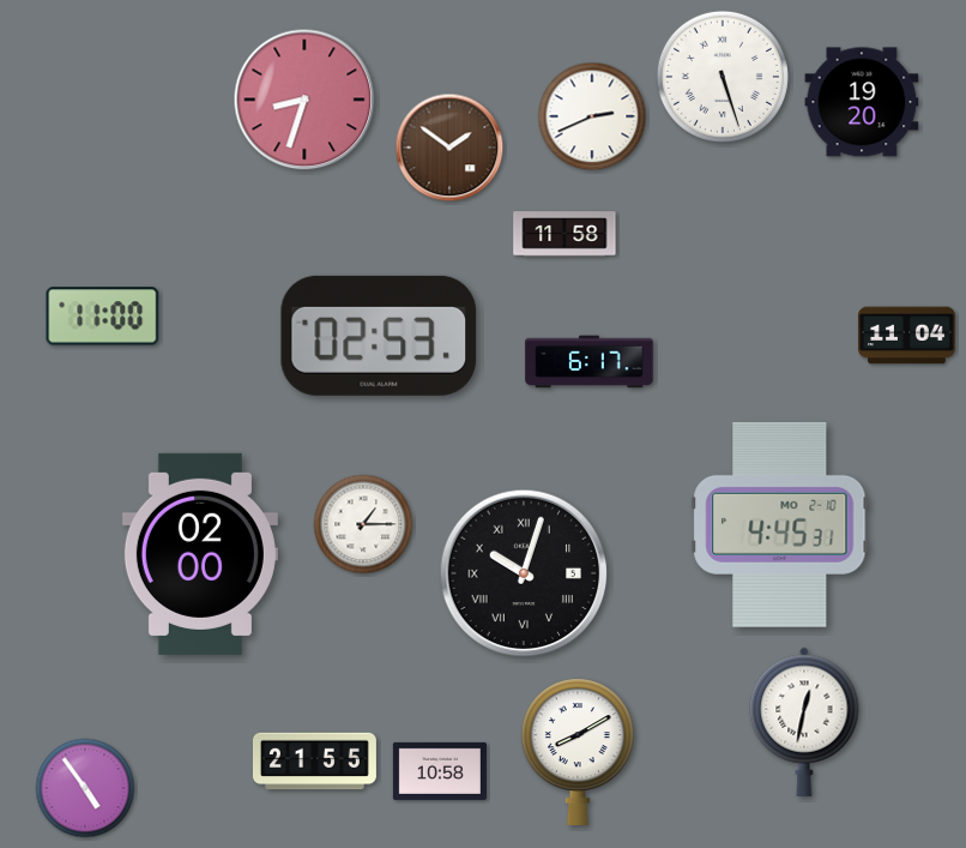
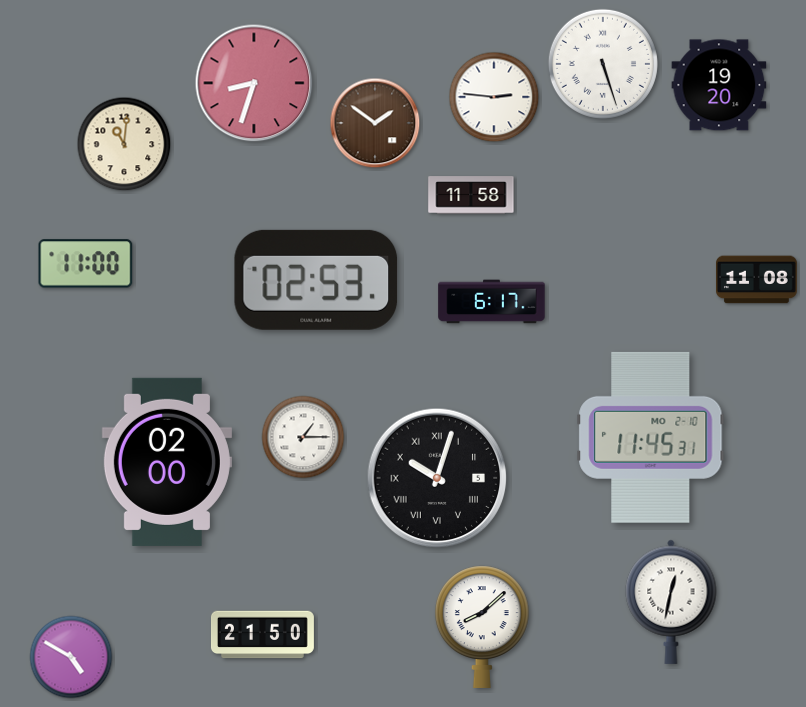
clock at (592, 116): 2:41 -> 2:46
clock at (124, 144): none -> 11:01
clock at (907, 336): 11:04 -> 11:08
clock at (780, 524): 4:45 -> 11:45
clock at (578, 752): 8:10 -> 8:08
clock at (314, 762): 21:55 -> 21:50
clock at (440, 771): 10:58 -> none
clock at (85, 788): 4:54 -> 4:50
